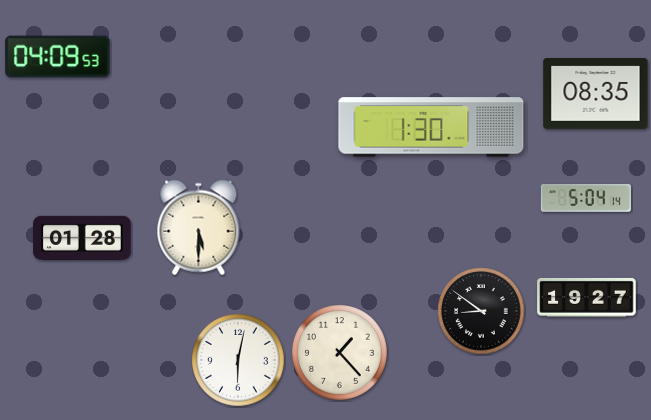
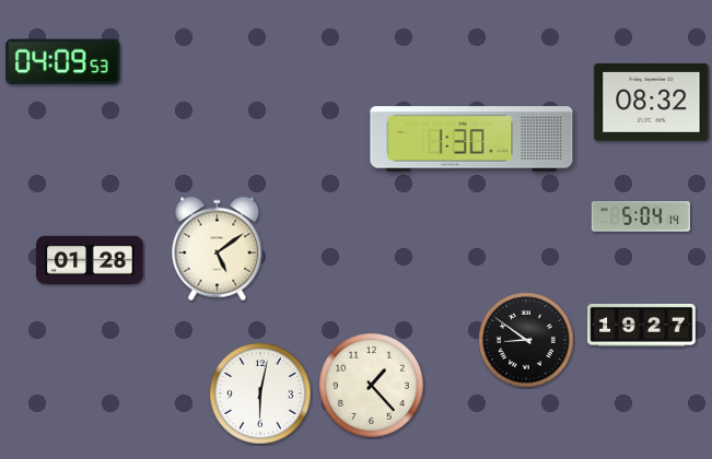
clock at (596, 94): 08:35 -> 08:32
clock at (199, 228): 5:30 -> 5:09
